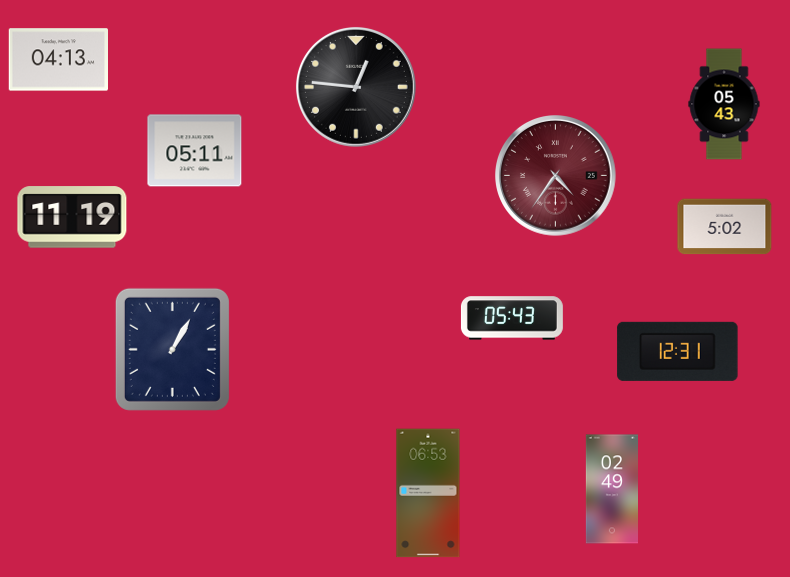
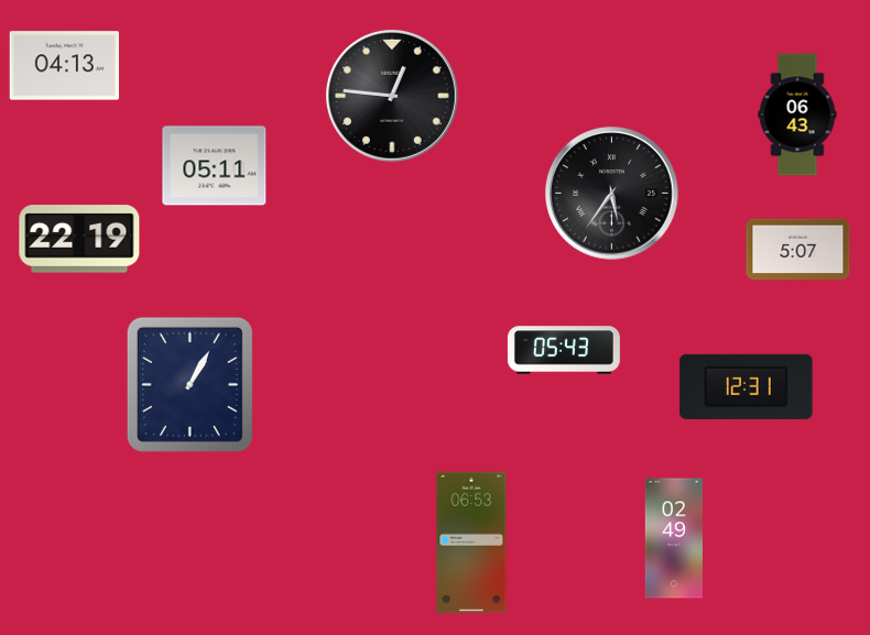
clock at (724, 104): 05:43 -> 06:43
clock at (556, 176): 4:36 -> 5:36
clock at (556, 176) dial: burgundy -> black
clock at (72, 217): 11:19 -> 22:19
clock at (725, 227): 5:02 -> 5:07
